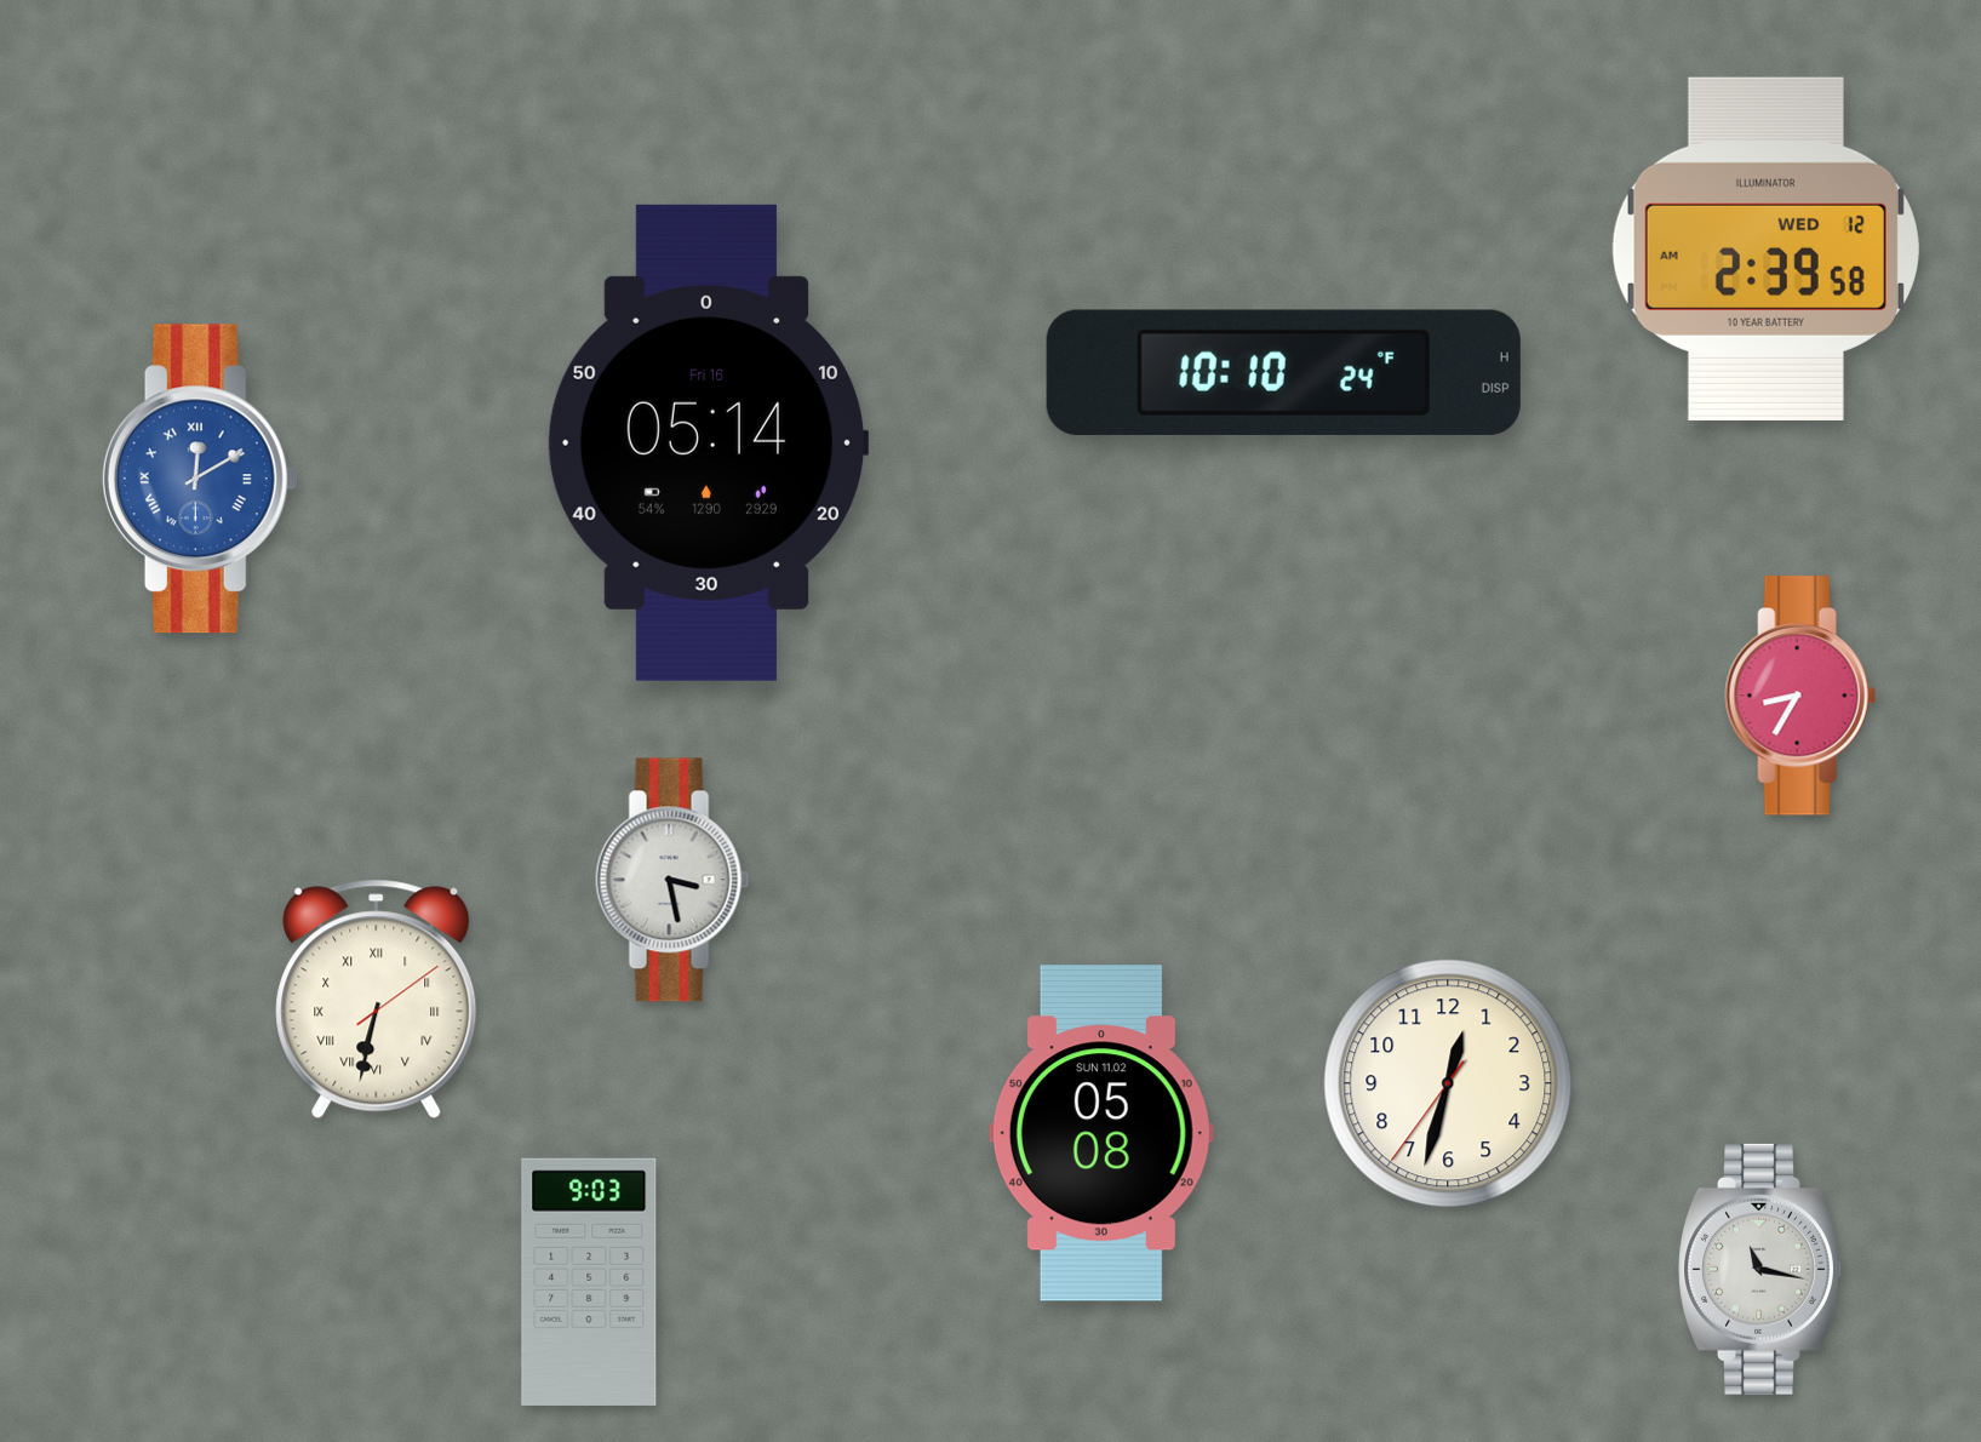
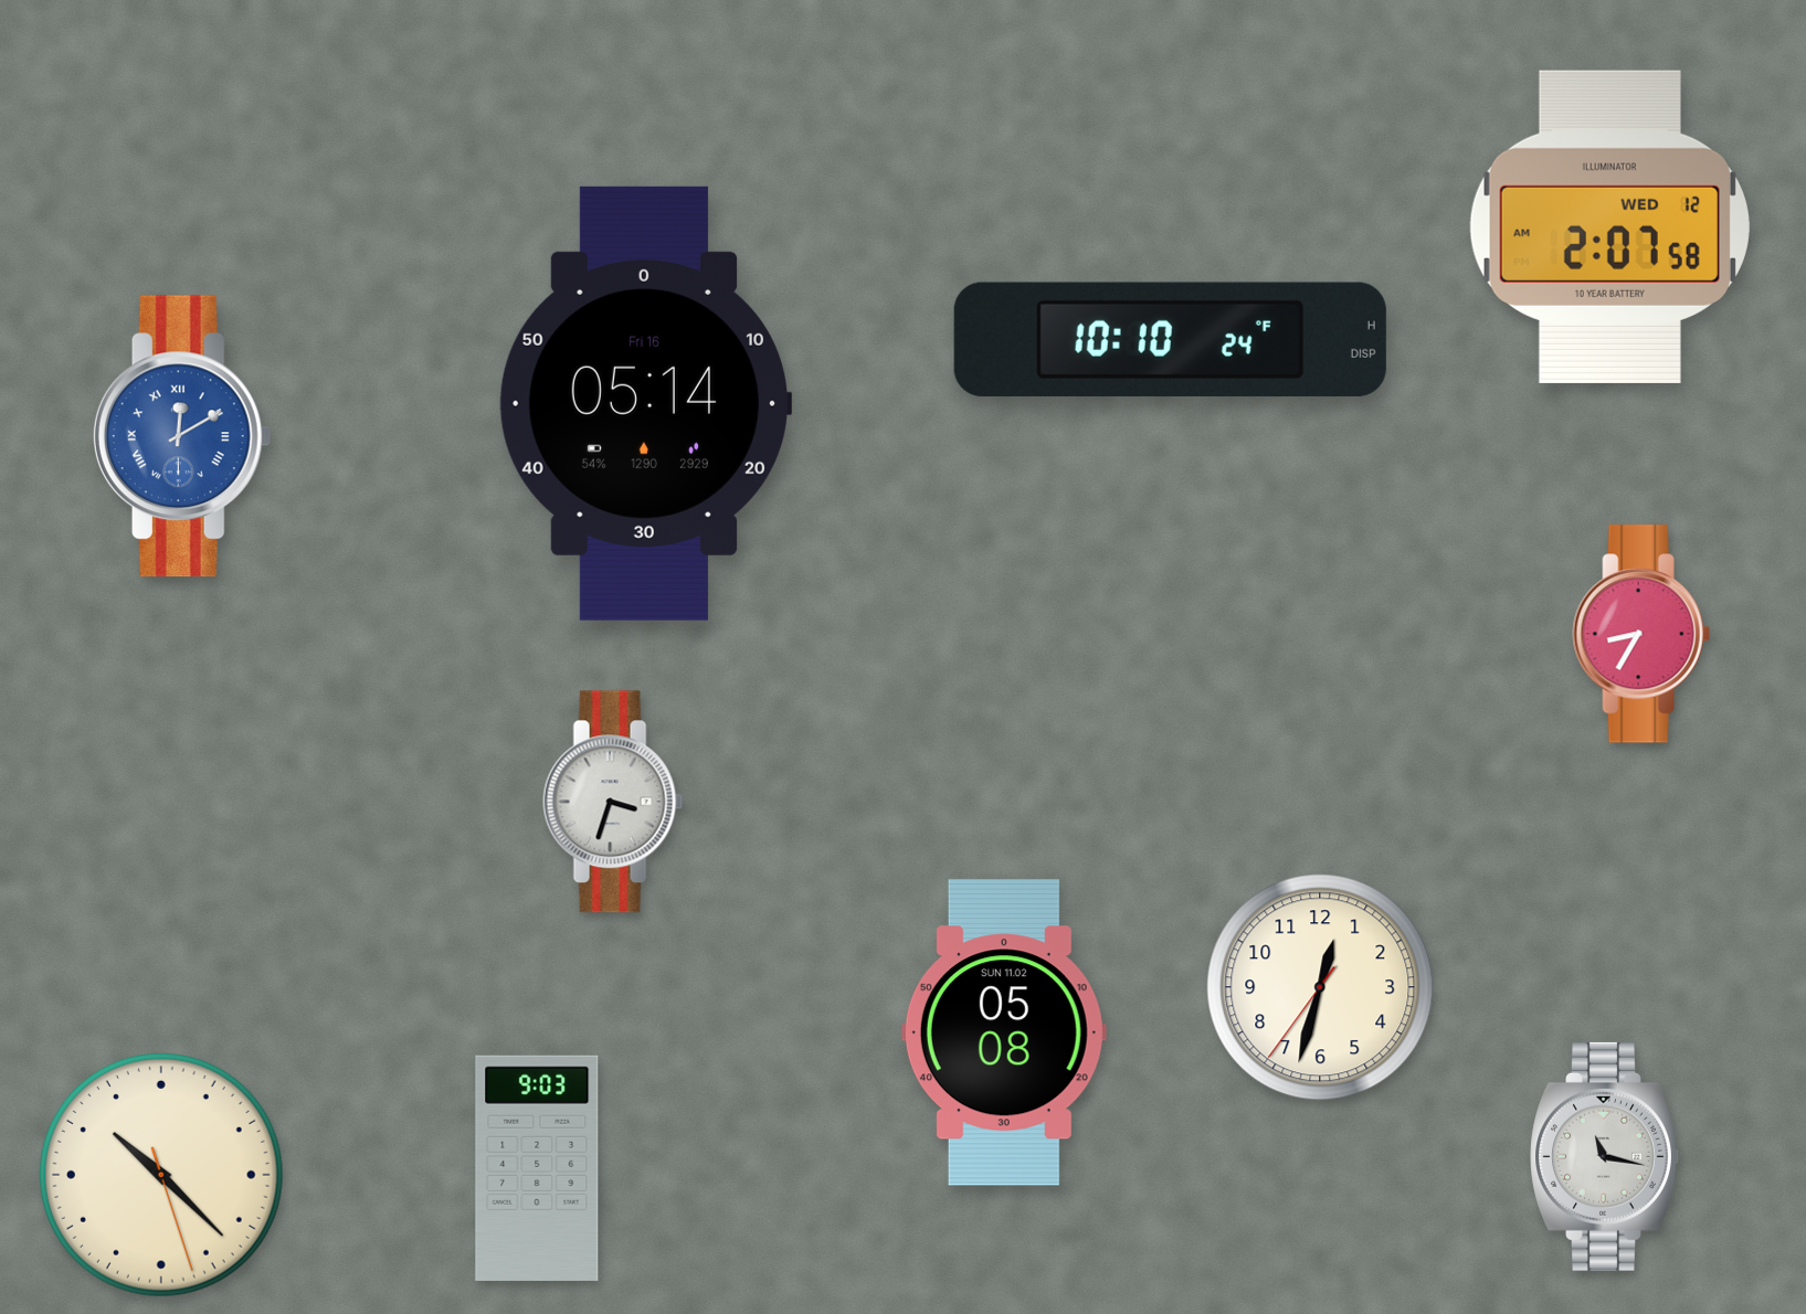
clock at (1765, 248): 2:39 -> 2:07
clock at (672, 880): 3:28 -> 3:33
clock at (377, 1000): 6:32 -> none
clock at (161, 1175): none -> 10:22
